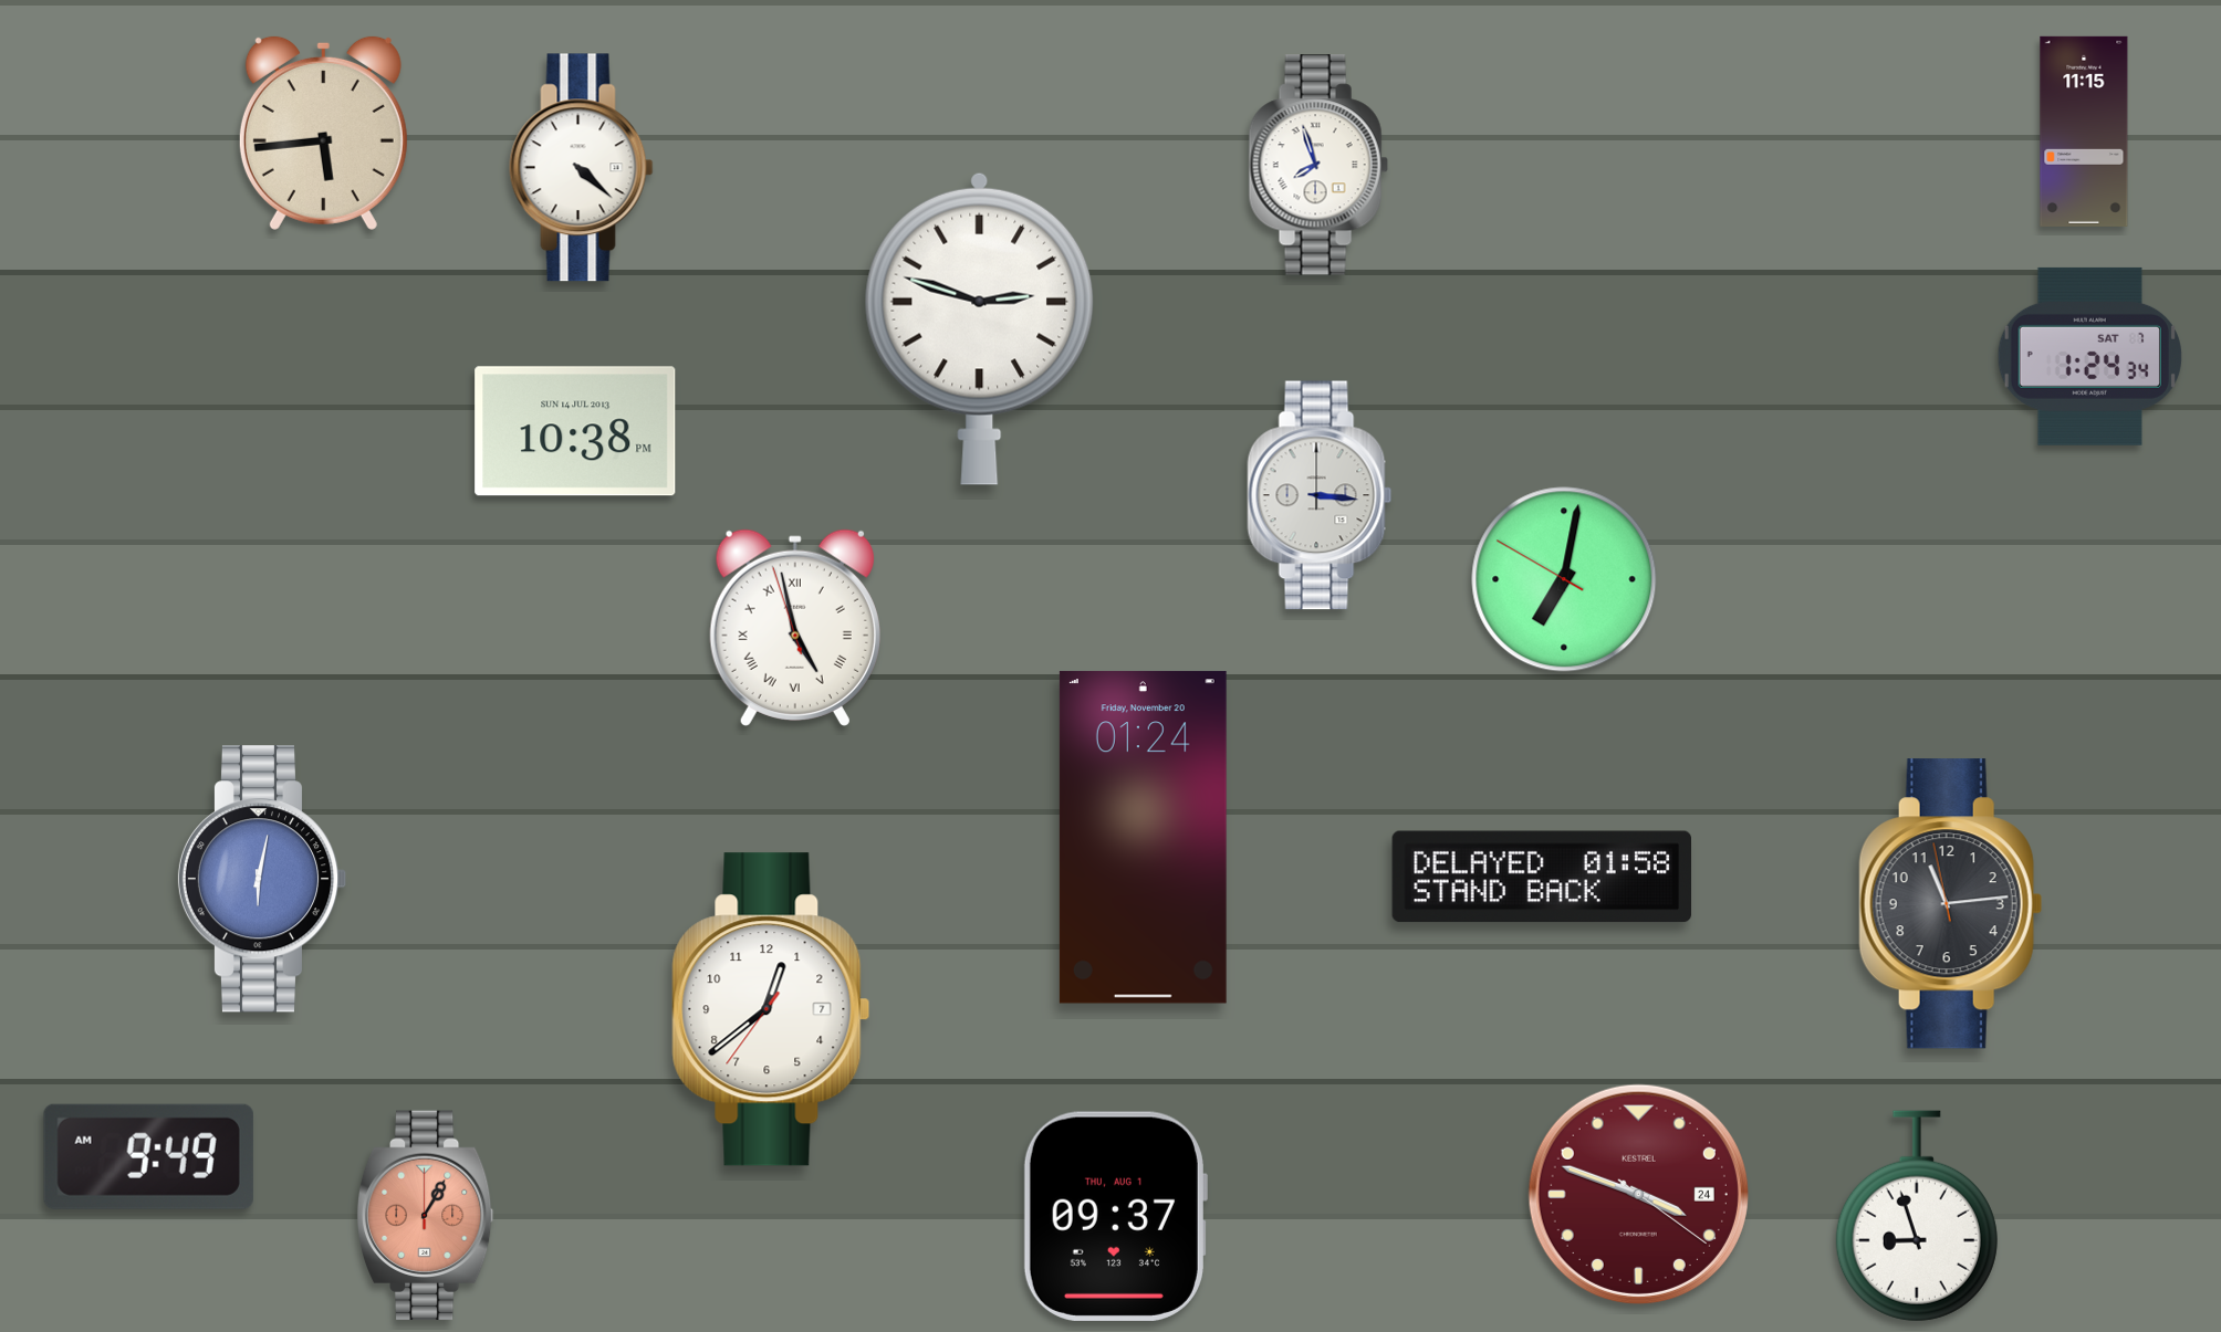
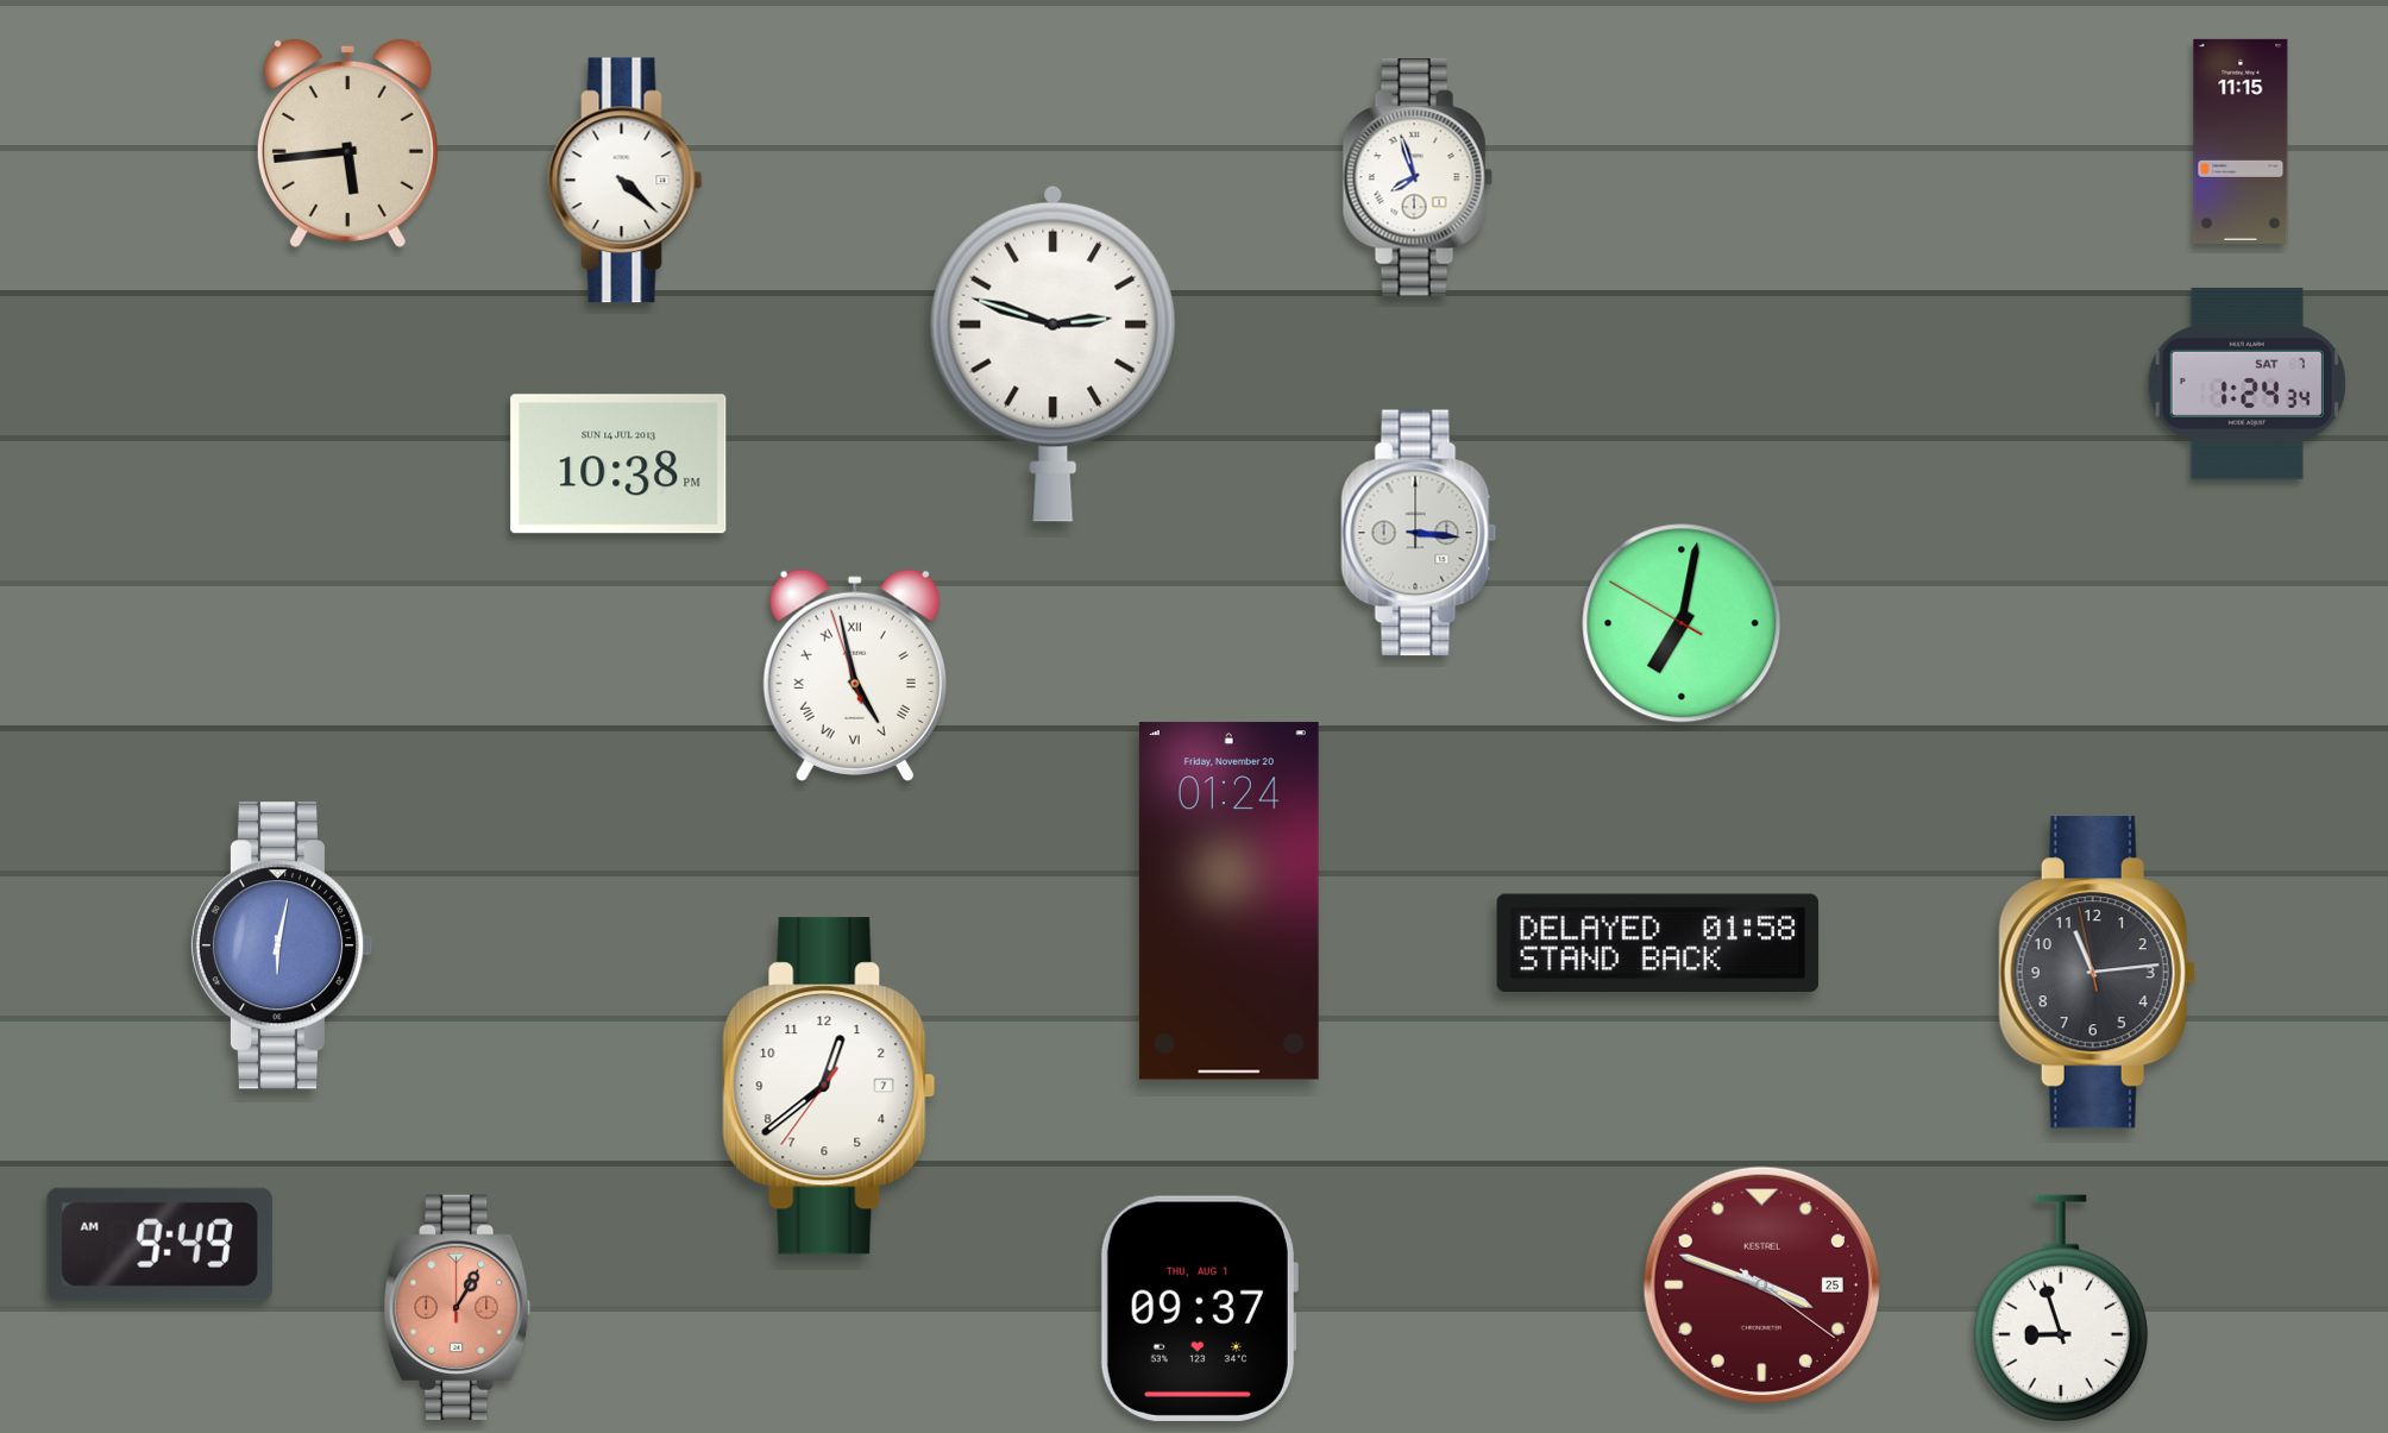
clock at (1638, 1194) date: 24 -> 25
